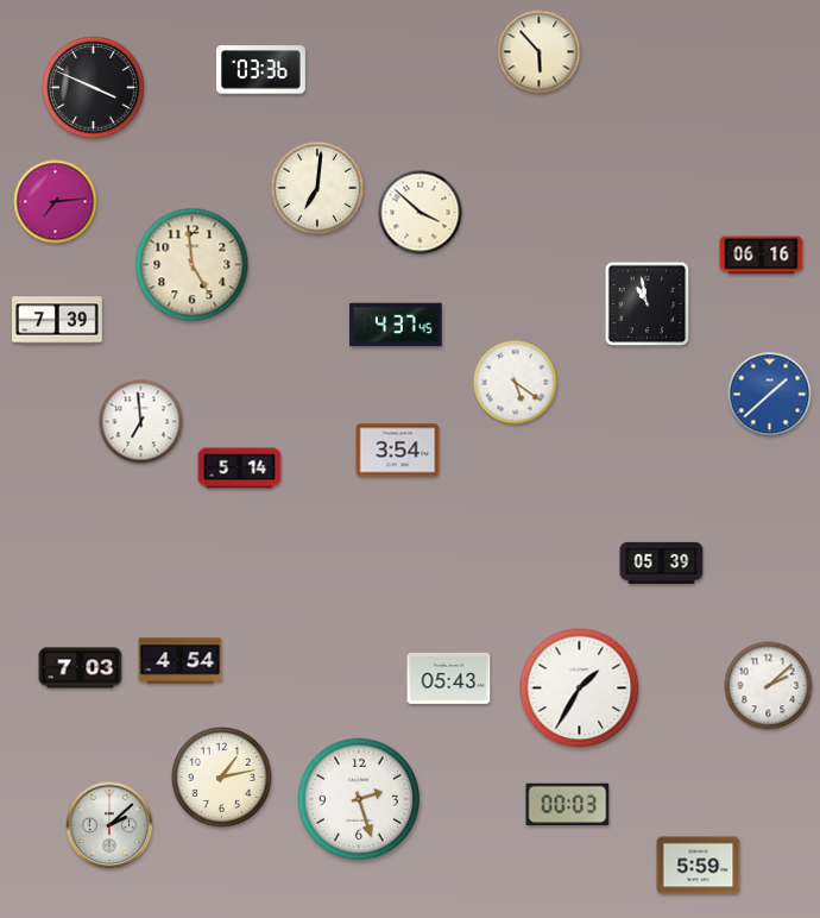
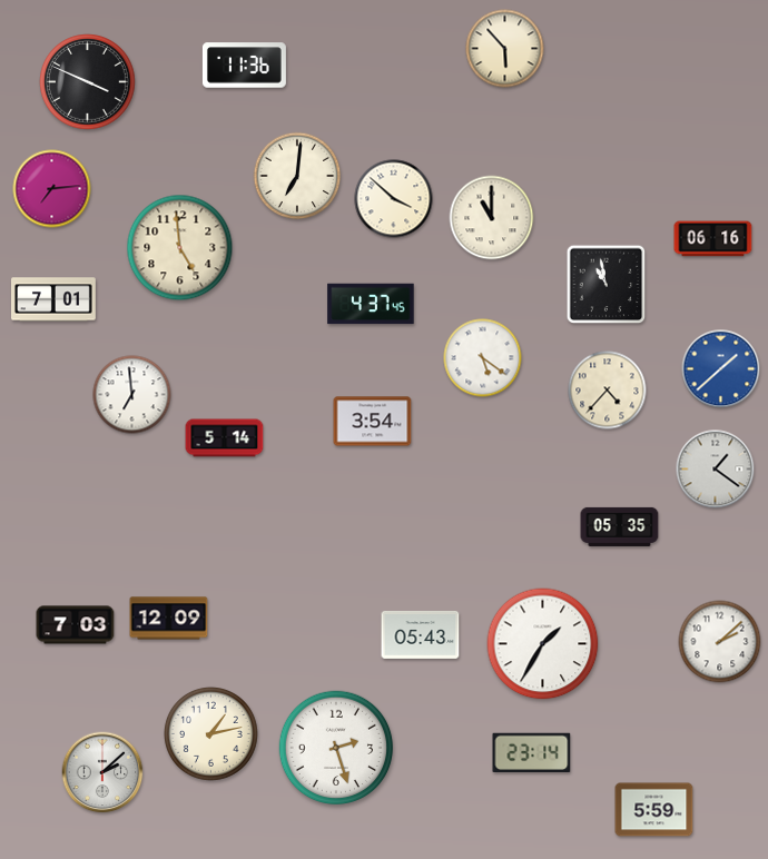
clock at (260, 70): 03:36 -> 11:36
clock at (492, 218): none -> 11:00
clock at (58, 320): 7:39 -> 7:01
clock at (608, 391): none -> 4:37
clock at (716, 470): none -> 1:21
clock at (662, 562): 05:39 -> 05:35
clock at (181, 661): 4:54 -> 12:09
clock at (221, 776) position: (221, 776) -> (210, 733)
clock at (568, 804): 00:03 -> 23:14
